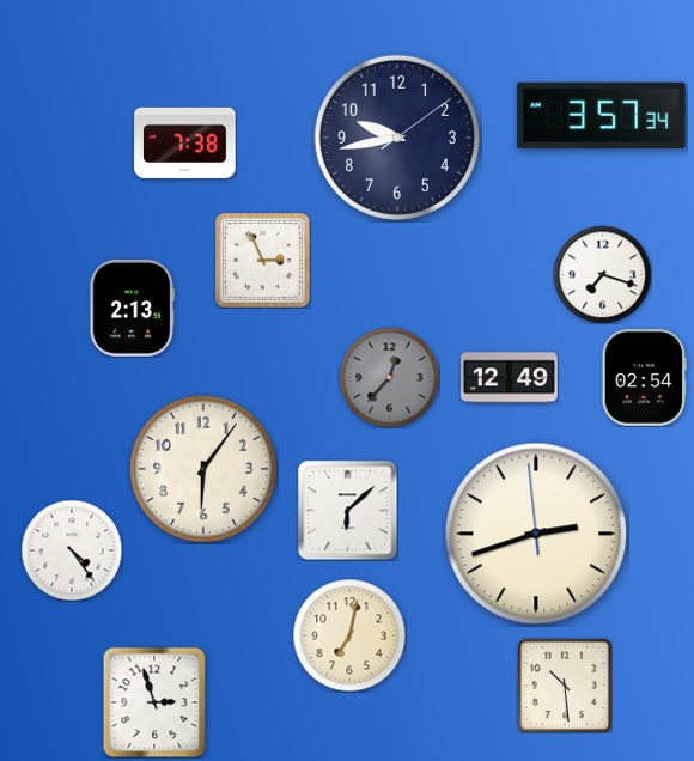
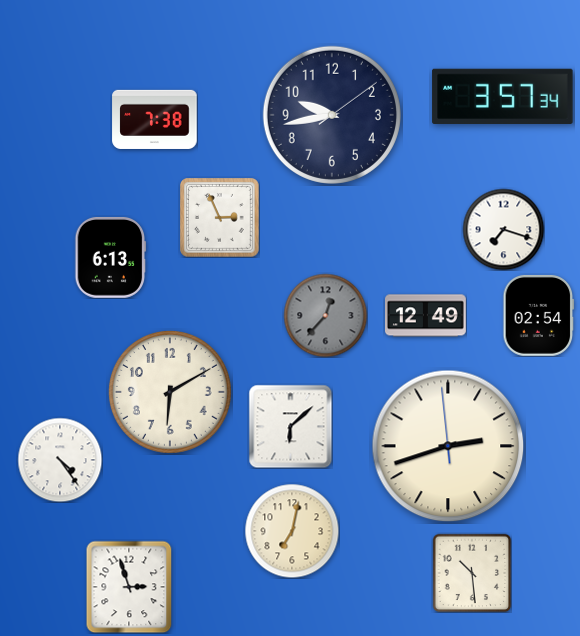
clock at (133, 308): 2:13 -> 6:13
clock at (203, 469): 6:06 -> 6:10
